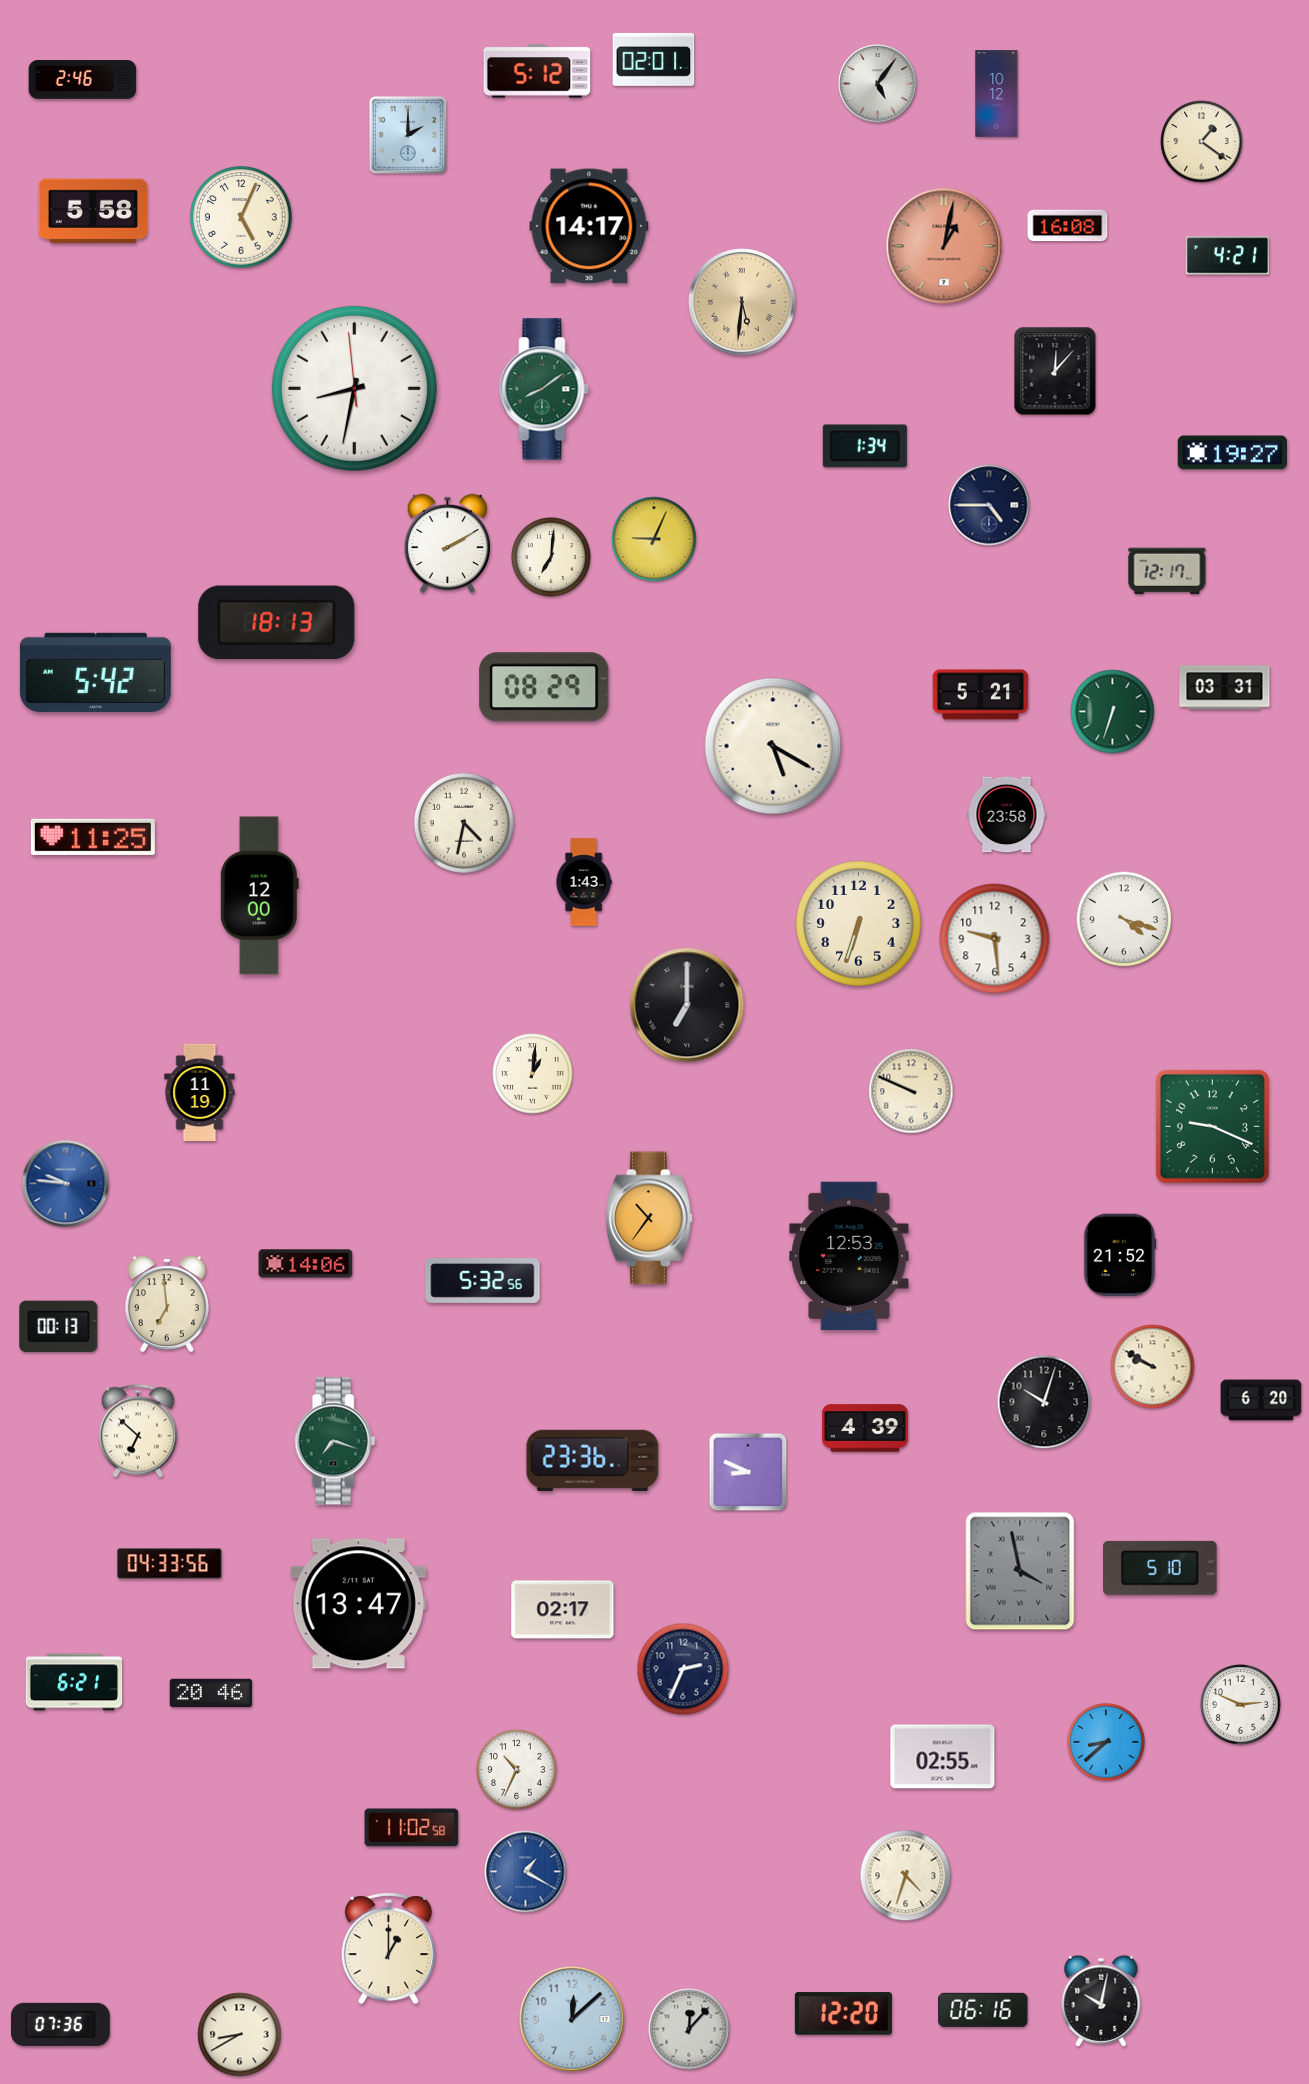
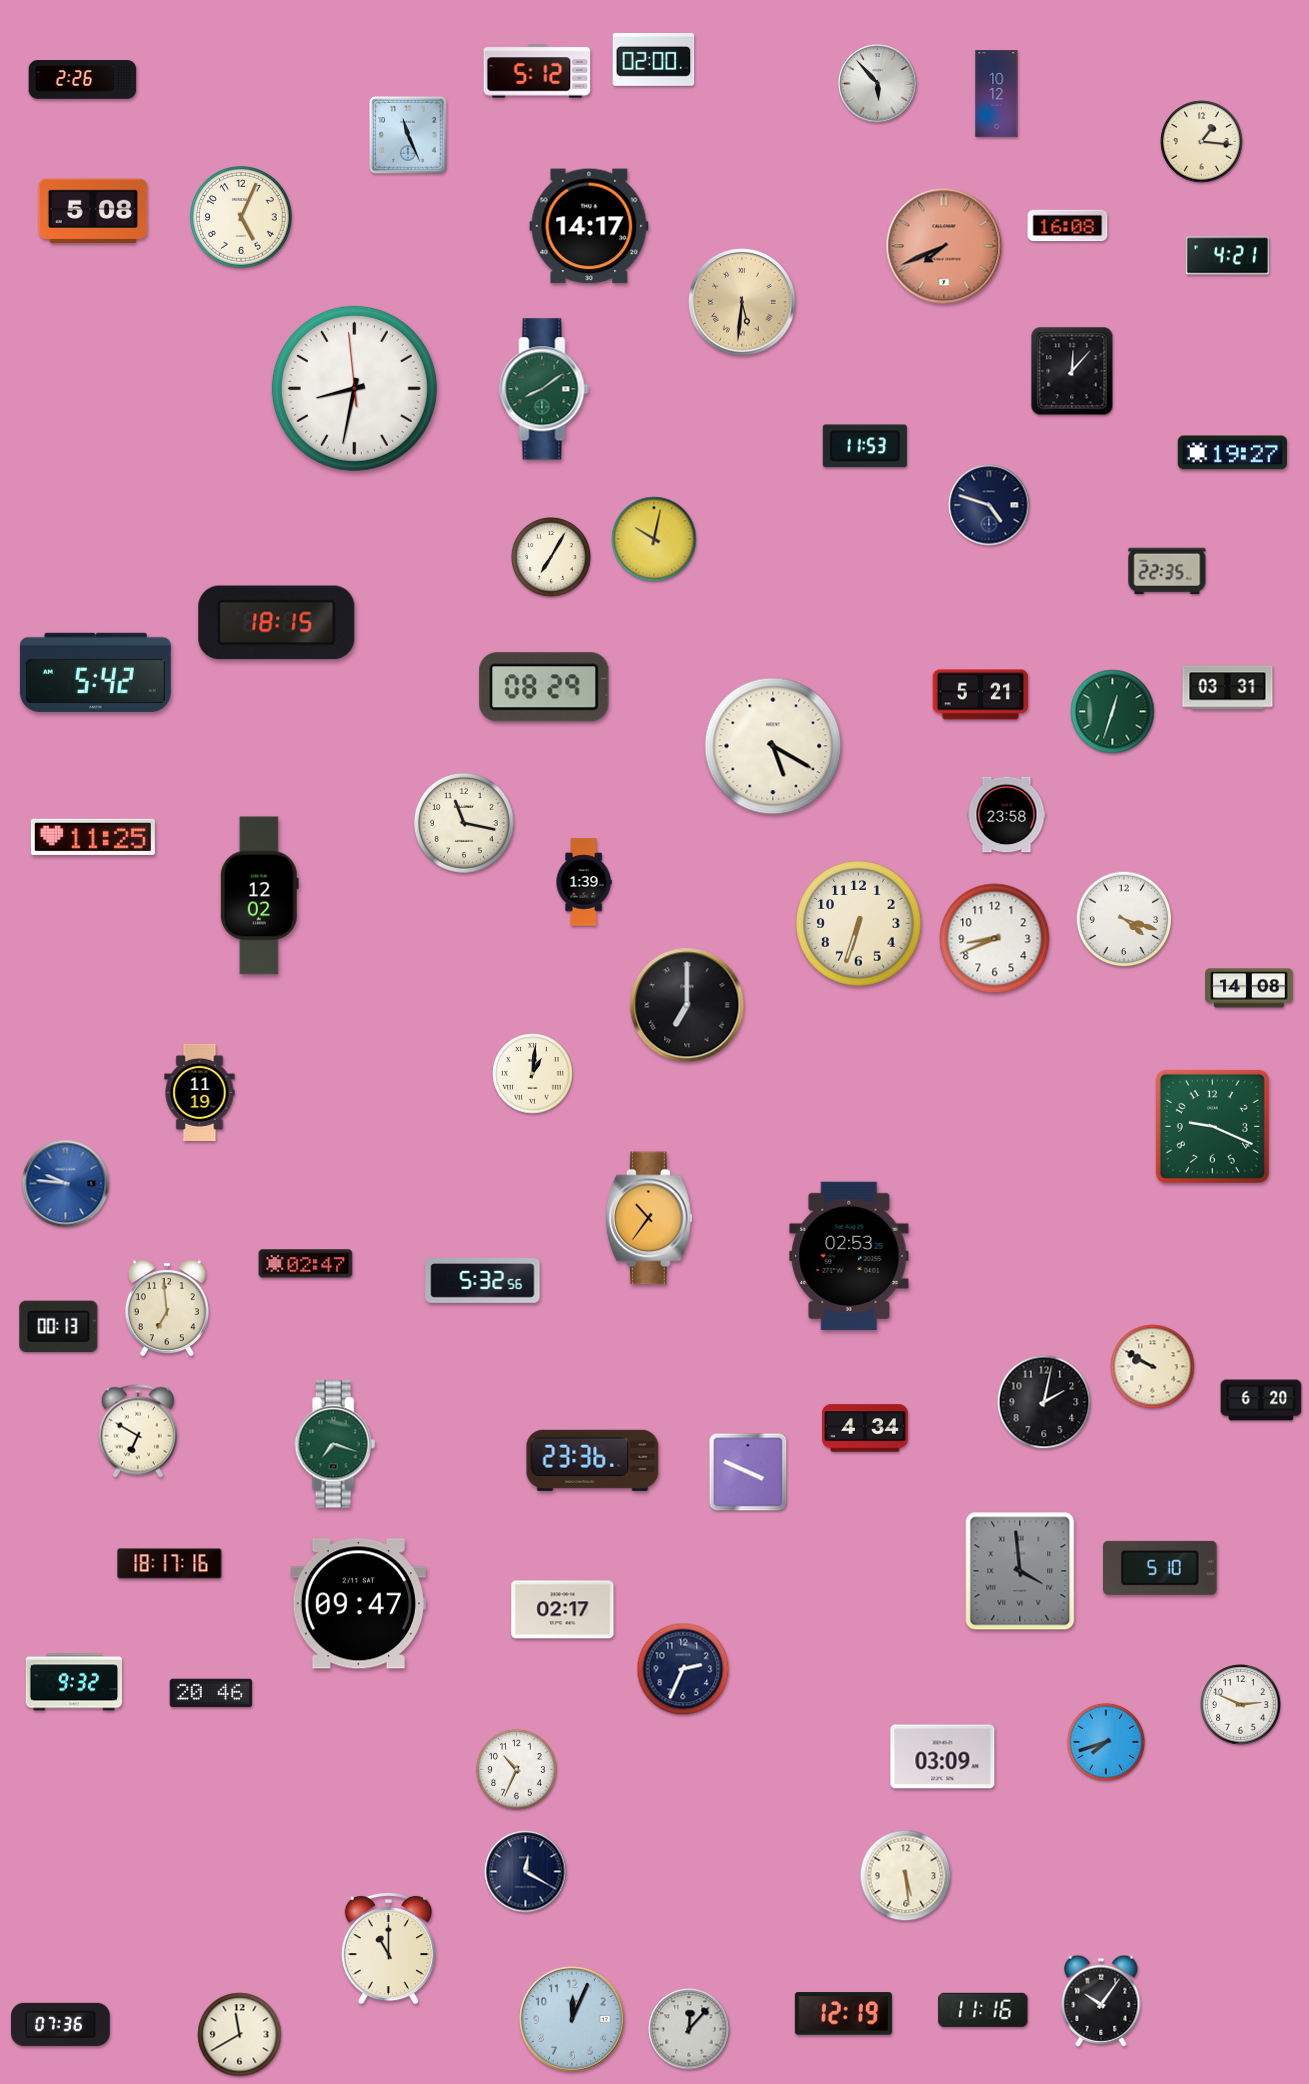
clock at (654, 59): 02:01 -> 02:00
clock at (83, 80): 2:46 -> 2:26
clock at (878, 84): 5:06 -> 5:53
clock at (408, 135): 2:00 -> 11:26
clock at (1202, 142): 1:21 -> 1:16
clock at (93, 211): 5:58 -> 5:08
clock at (944, 246): 1:02 -> 7:41
clock at (1055, 371) position: (1055, 371) -> (1072, 371)
clock at (865, 446): 1:34 -> 11:53
clock at (989, 505): 4:45 -> 4:48
clock at (654, 539): 9:04 -> 10:02
clock at (447, 544): 2:10 -> none
clock at (551, 557): 7:01 -> 7:05
clock at (1167, 571): 12:17 -> 22:35
clock at (277, 623): 18:13 -> 18:15
clock at (1225, 688) position: (1225, 688) -> (1228, 688)
clock at (1113, 712): 6:33 -> 12:33
clock at (464, 823): 4:32 -> 11:17
clock at (584, 882): 1:43 -> 1:39
clock at (259, 896): 12:00 -> 12:02
clock at (995, 939): 9:29 -> 8:41
clock at (1249, 988): none -> 14:08
clock at (911, 1091): 9:49 -> none
clock at (1120, 1255): 21:52 -> none
clock at (849, 1256): 12:53 -> 02:53
clock at (306, 1264): 14:06 -> 02:47
clock at (167, 1304) position: (167, 1304) -> (167, 1308)
clock at (1044, 1402): 10:03 -> 2:02
clock at (866, 1428): 4:39 -> 4:34
clock at (138, 1431): 6:52 -> 6:50
clock at (335, 1441) position: (335, 1441) -> (335, 1444)
clock at (748, 1472): 8:49 -> 3:49
clock at (170, 1564): 04:33 -> 18:17
clock at (1020, 1571): 3:58 -> 3:59
clock at (358, 1604): 13:47 -> 09:47
clock at (74, 1682): 6:21 -> 9:32
clock at (1106, 1742): 8:38 -> 7:42
clock at (943, 1757): 02:55 -> 03:09
clock at (412, 1828): 11:02 -> none
clock at (526, 1872): 1:20 -> 12:20
clock at (526, 1872) dial: blue -> navy
clock at (906, 1876): 4:33 -> 5:29
clock at (388, 1948): 1:00 -> 11:00
clock at (1101, 2001): 10:02 -> 10:06
clock at (983, 2010): 06:16 -> 11:16
clock at (843, 2014): 12:20 -> 12:19
clock at (573, 2020): 12:08 -> 12:04
clock at (240, 2035): 8:40 -> 11:40
